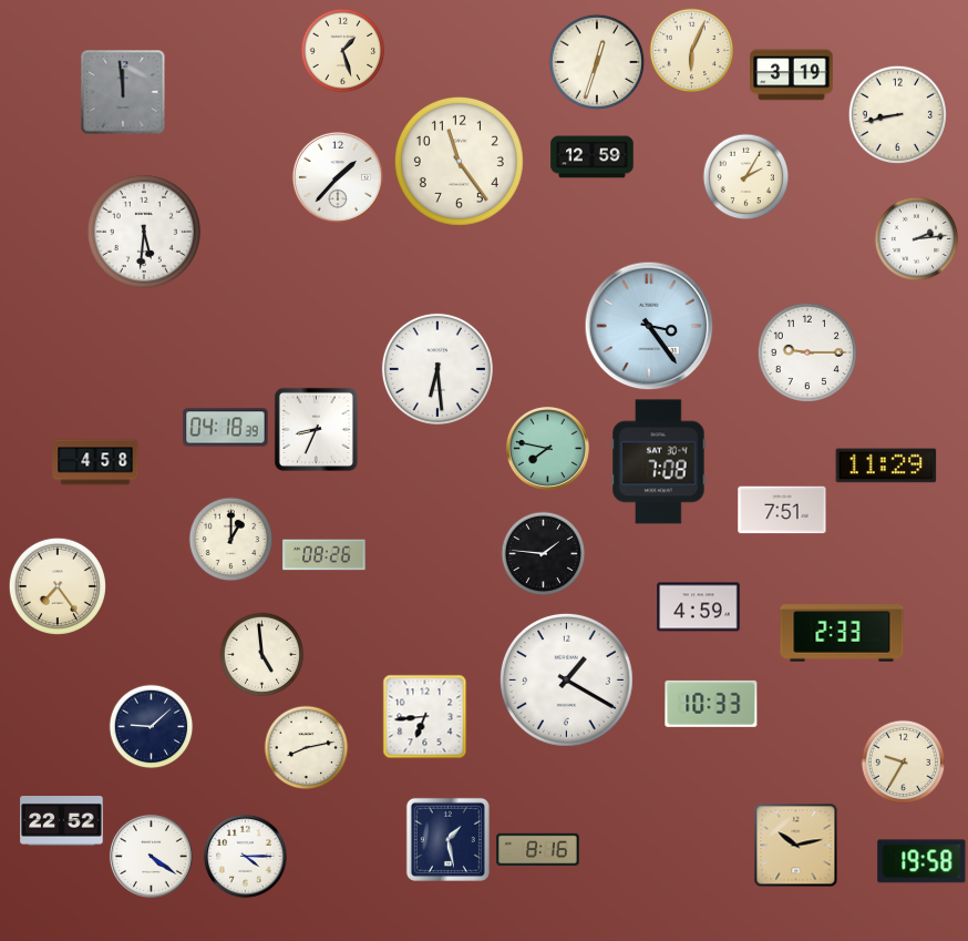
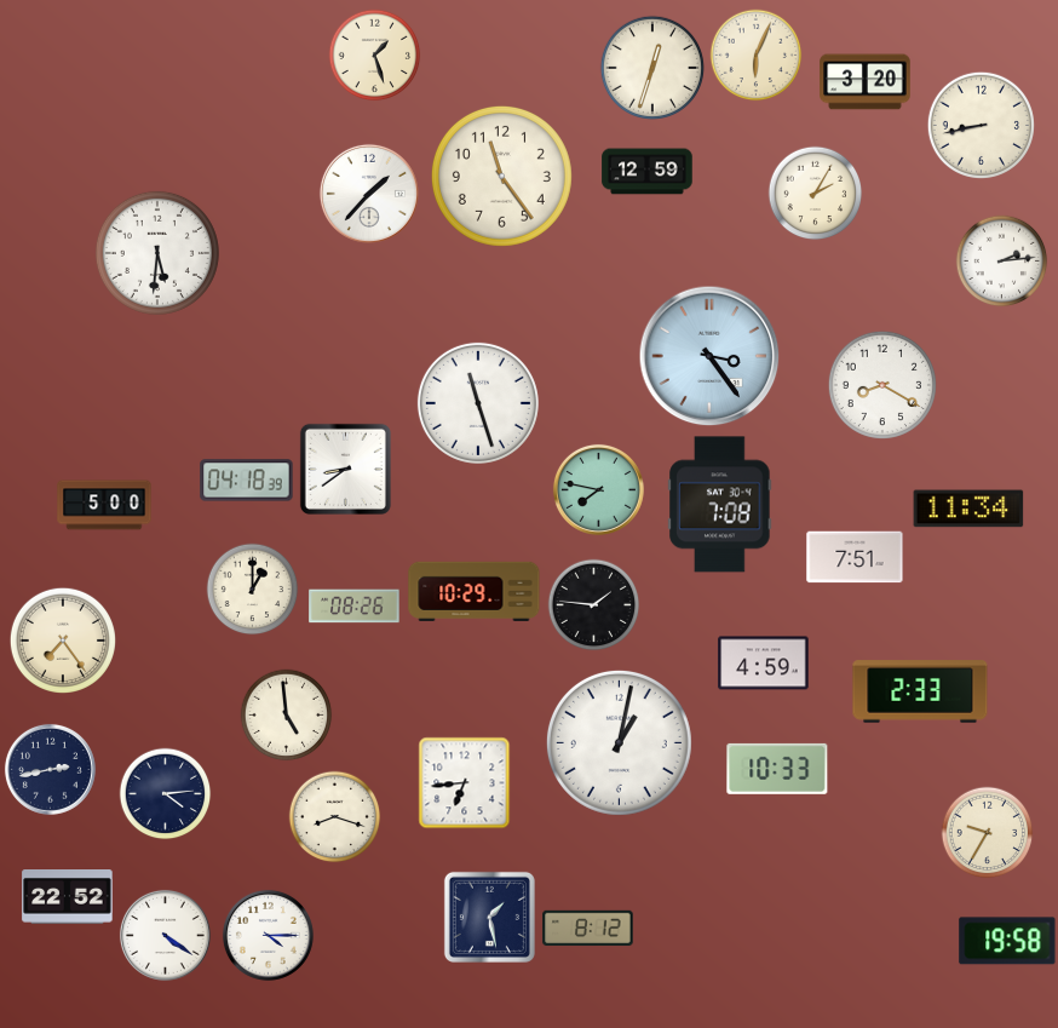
clock at (792, 75): 3:19 -> 3:20
clock at (123, 92): 11:59 -> none
clock at (807, 352): 9:15 -> 8:20
clock at (437, 369): 6:29 -> 11:27
clock at (226, 428) position: (226, 428) -> (247, 481)
clock at (316, 429): 8:34 -> 8:39
clock at (95, 462): 4:58 -> 5:00
clock at (886, 466): 11:29 -> 11:34
clock at (475, 591): none -> 10:29
clock at (566, 679): 1:20 -> 1:02
clock at (50, 769): none -> 2:43
clock at (152, 727): 9:08 -> 4:14
clock at (307, 748): 8:13 -> 8:18
clock at (796, 846): 10:13 -> none
clock at (538, 850): 8:16 -> 8:12
